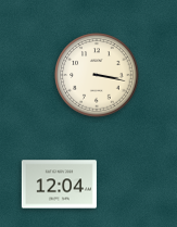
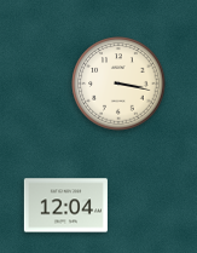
clock at (97, 75) position: (97, 75) -> (118, 84)
